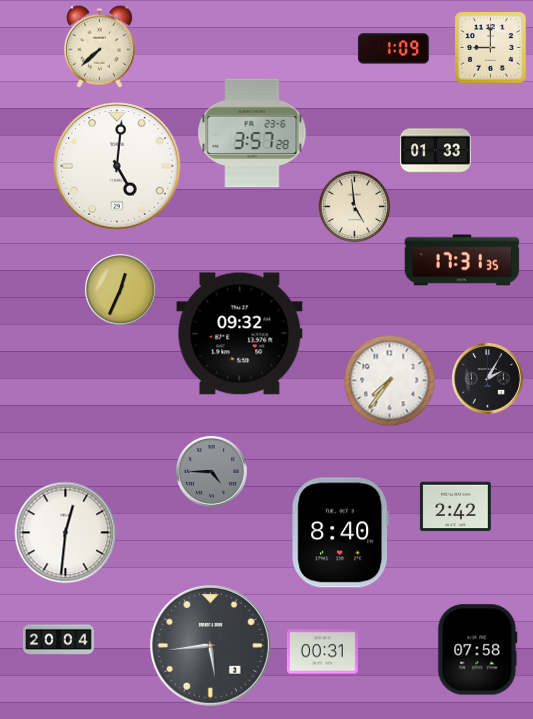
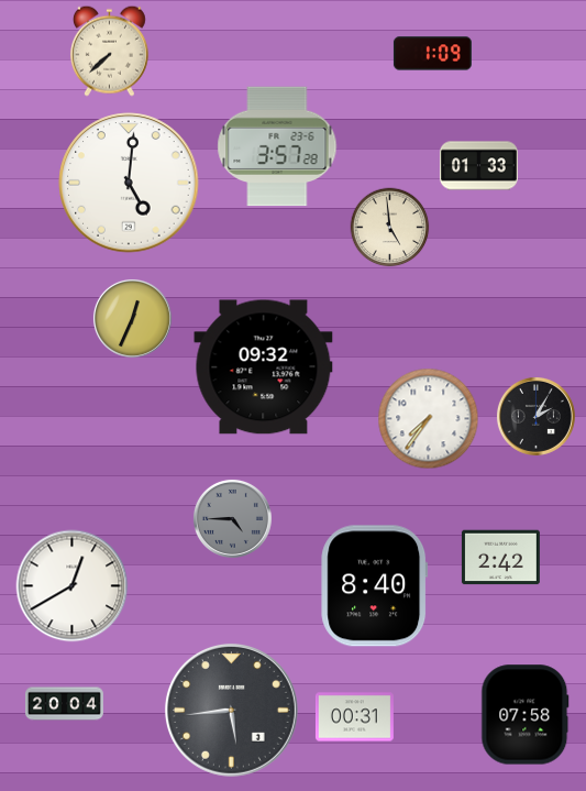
clock at (491, 48): 9:00 -> none
clock at (462, 260): 17:31 -> none
clock at (66, 533): 12:31 -> 12:40
